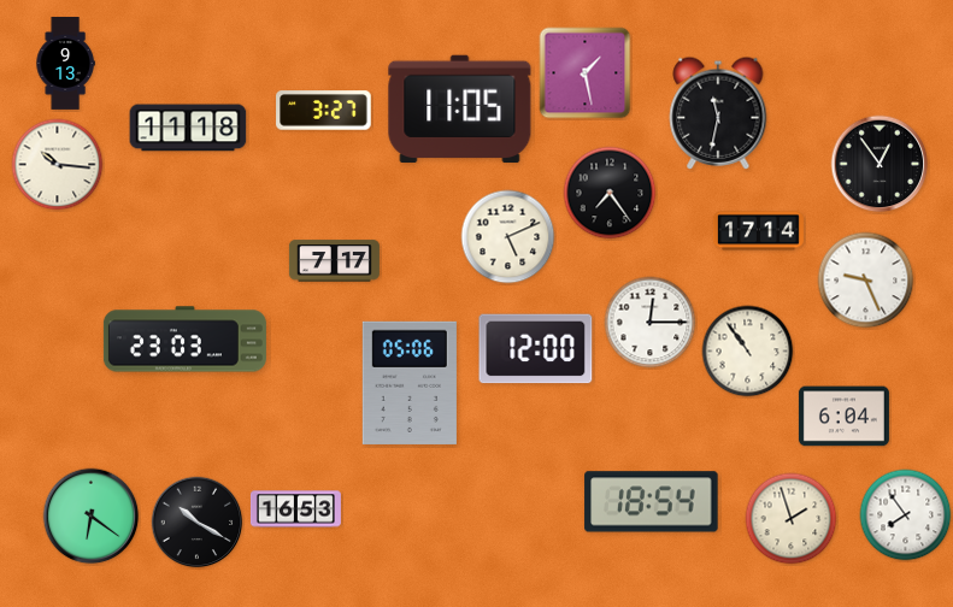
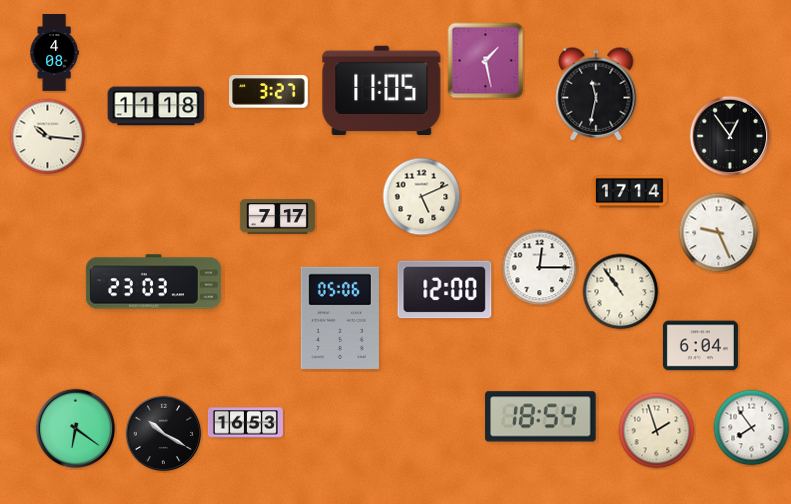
clock at (65, 64): 9:13 -> 4:08
clock at (610, 193): 7:24 -> none
